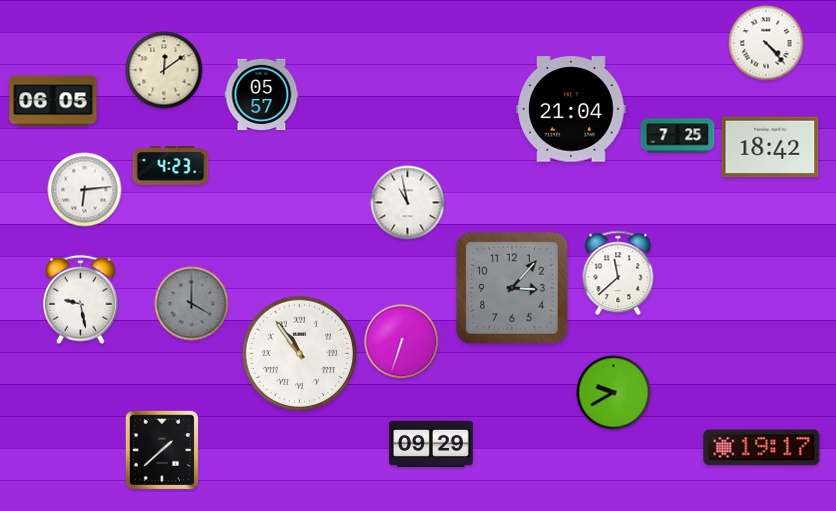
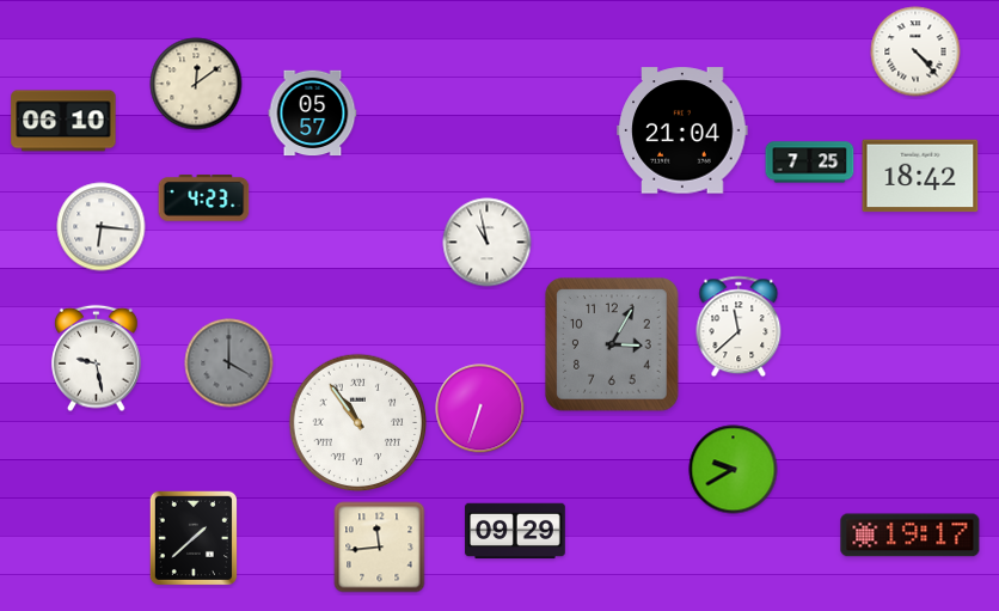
clock at (53, 101): 06:05 -> 06:10
clock at (85, 190): 6:14 -> 6:16
clock at (512, 288): 3:07 -> 3:05
clock at (380, 548): none -> 11:44
